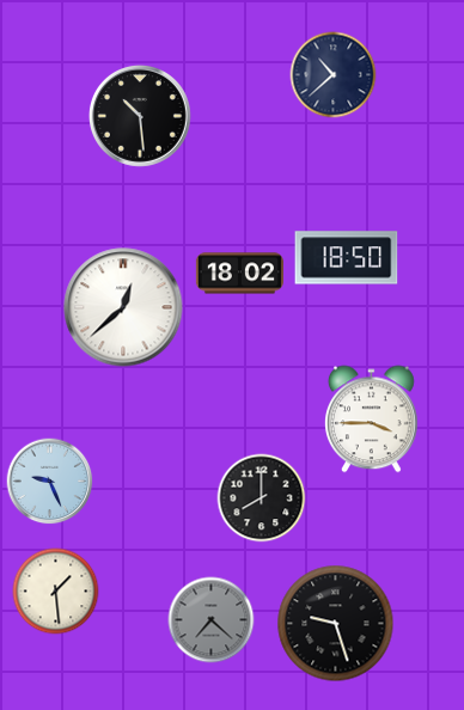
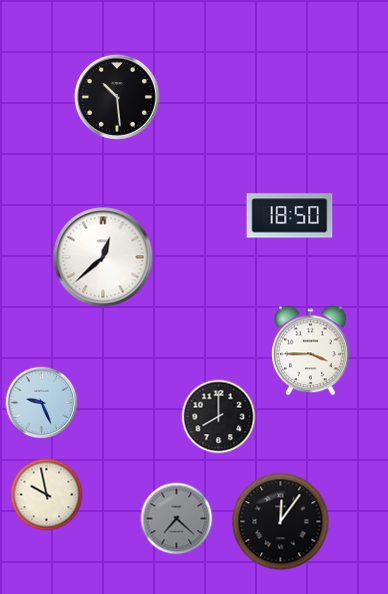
clock at (334, 75): 10:38 -> none
clock at (239, 274): 18:02 -> none
clock at (56, 592): 1:29 -> 9:58
clock at (336, 624): 9:27 -> 12:06
